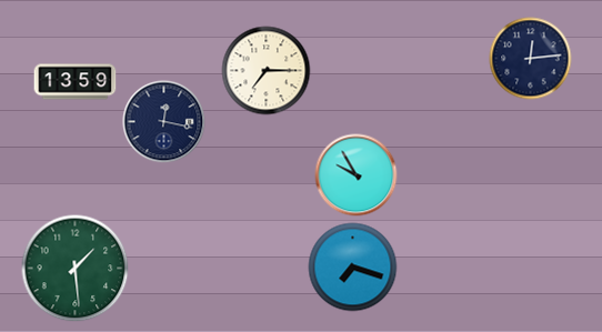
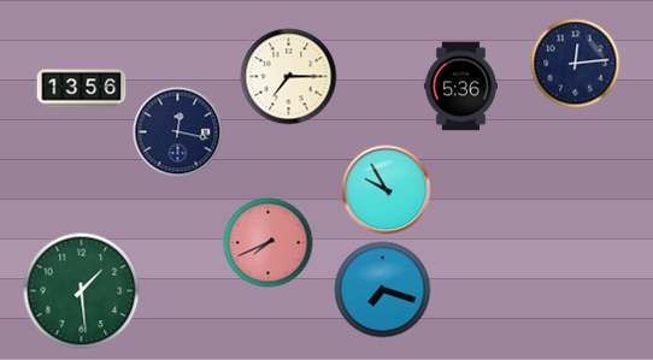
clock at (460, 87): none -> 5:36
clock at (76, 82): 13:59 -> 13:56
clock at (269, 243): none -> 7:41
